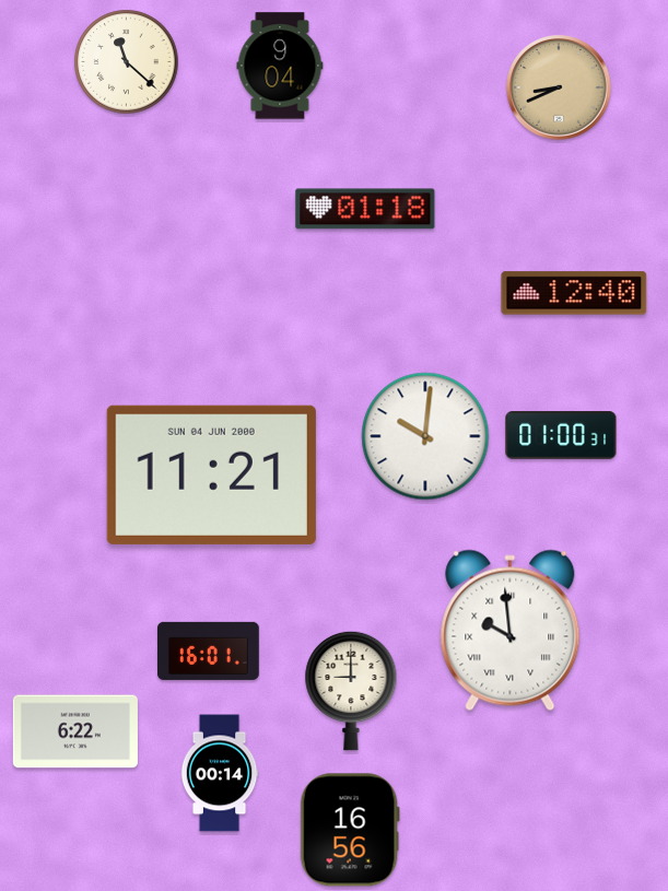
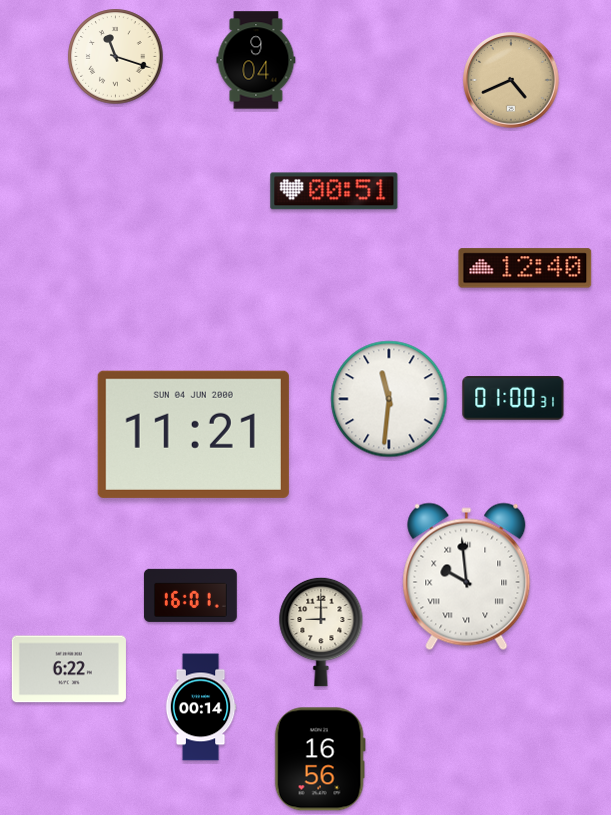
clock at (127, 62): 11:22 -> 11:18
clock at (559, 87): 8:41 -> 4:41
clock at (365, 209): 01:18 -> 00:51
clock at (425, 436): 10:01 -> 11:31
